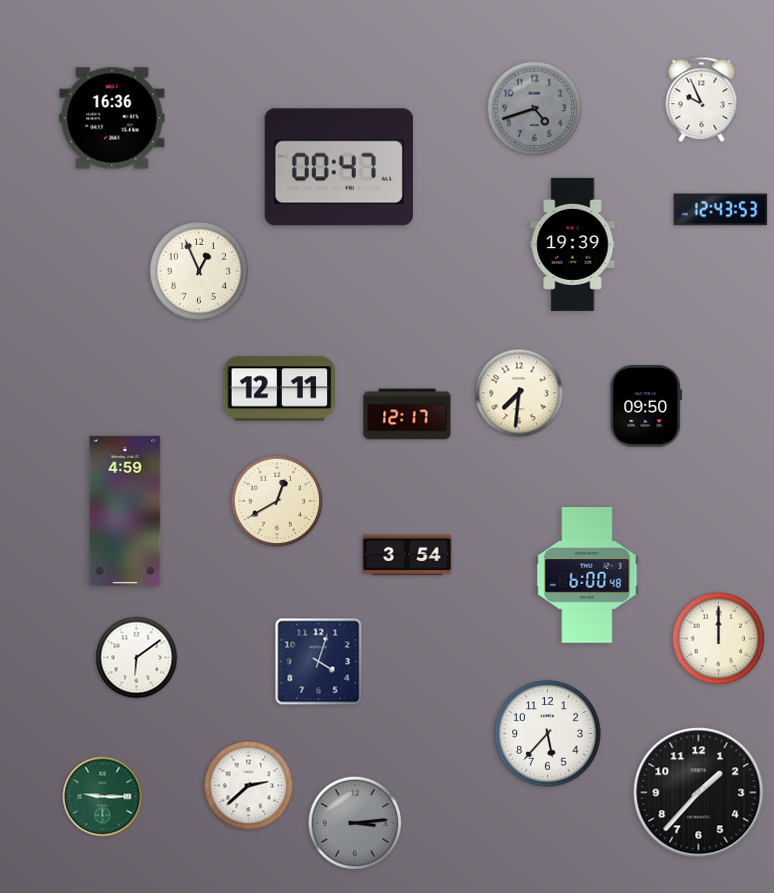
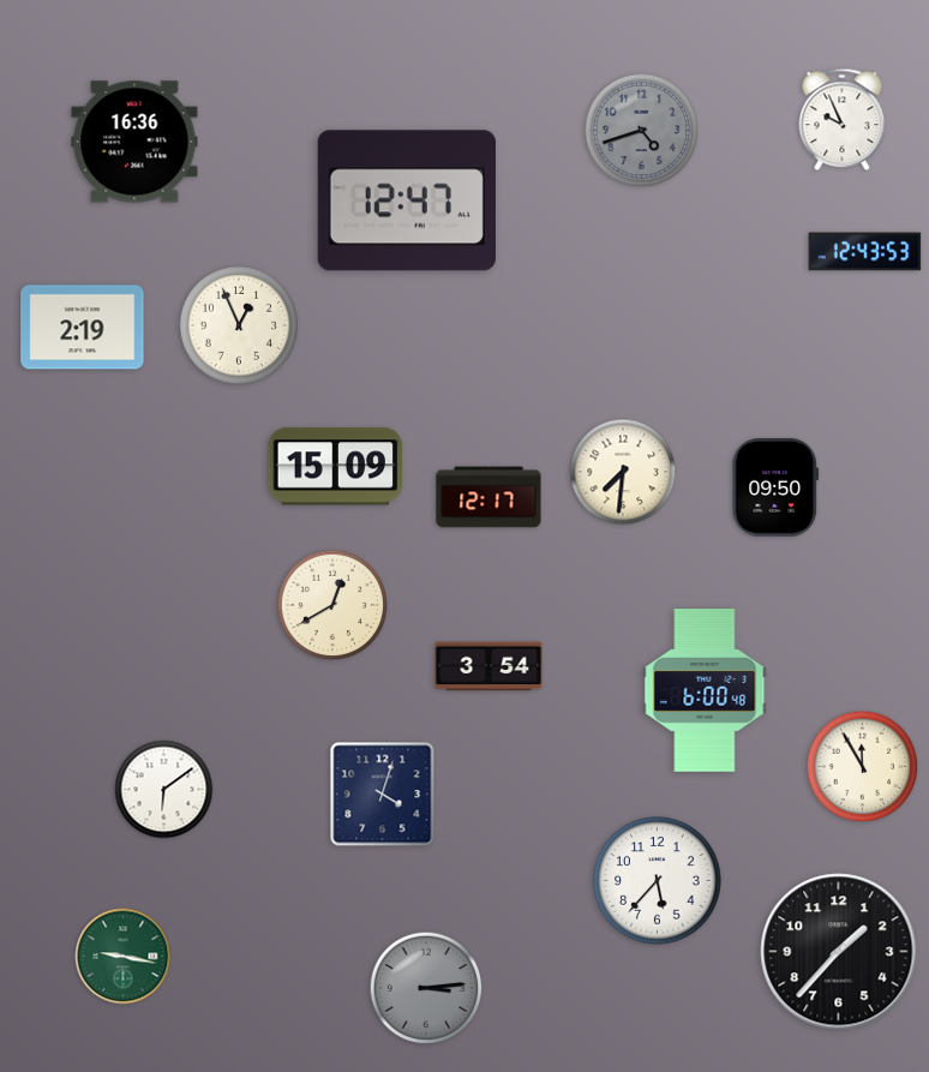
clock at (339, 167): 00:47 -> 12:47
clock at (573, 244): 19:39 -> none
clock at (83, 328): none -> 2:19
clock at (280, 389): 12:11 -> 15:09
clock at (277, 501) position: (277, 501) -> (332, 605)
clock at (125, 511): 4:59 -> none
clock at (719, 639): 12:00 -> 11:55
clock at (249, 786): 2:38 -> none
clock at (103, 797): 9:15 -> 9:17
